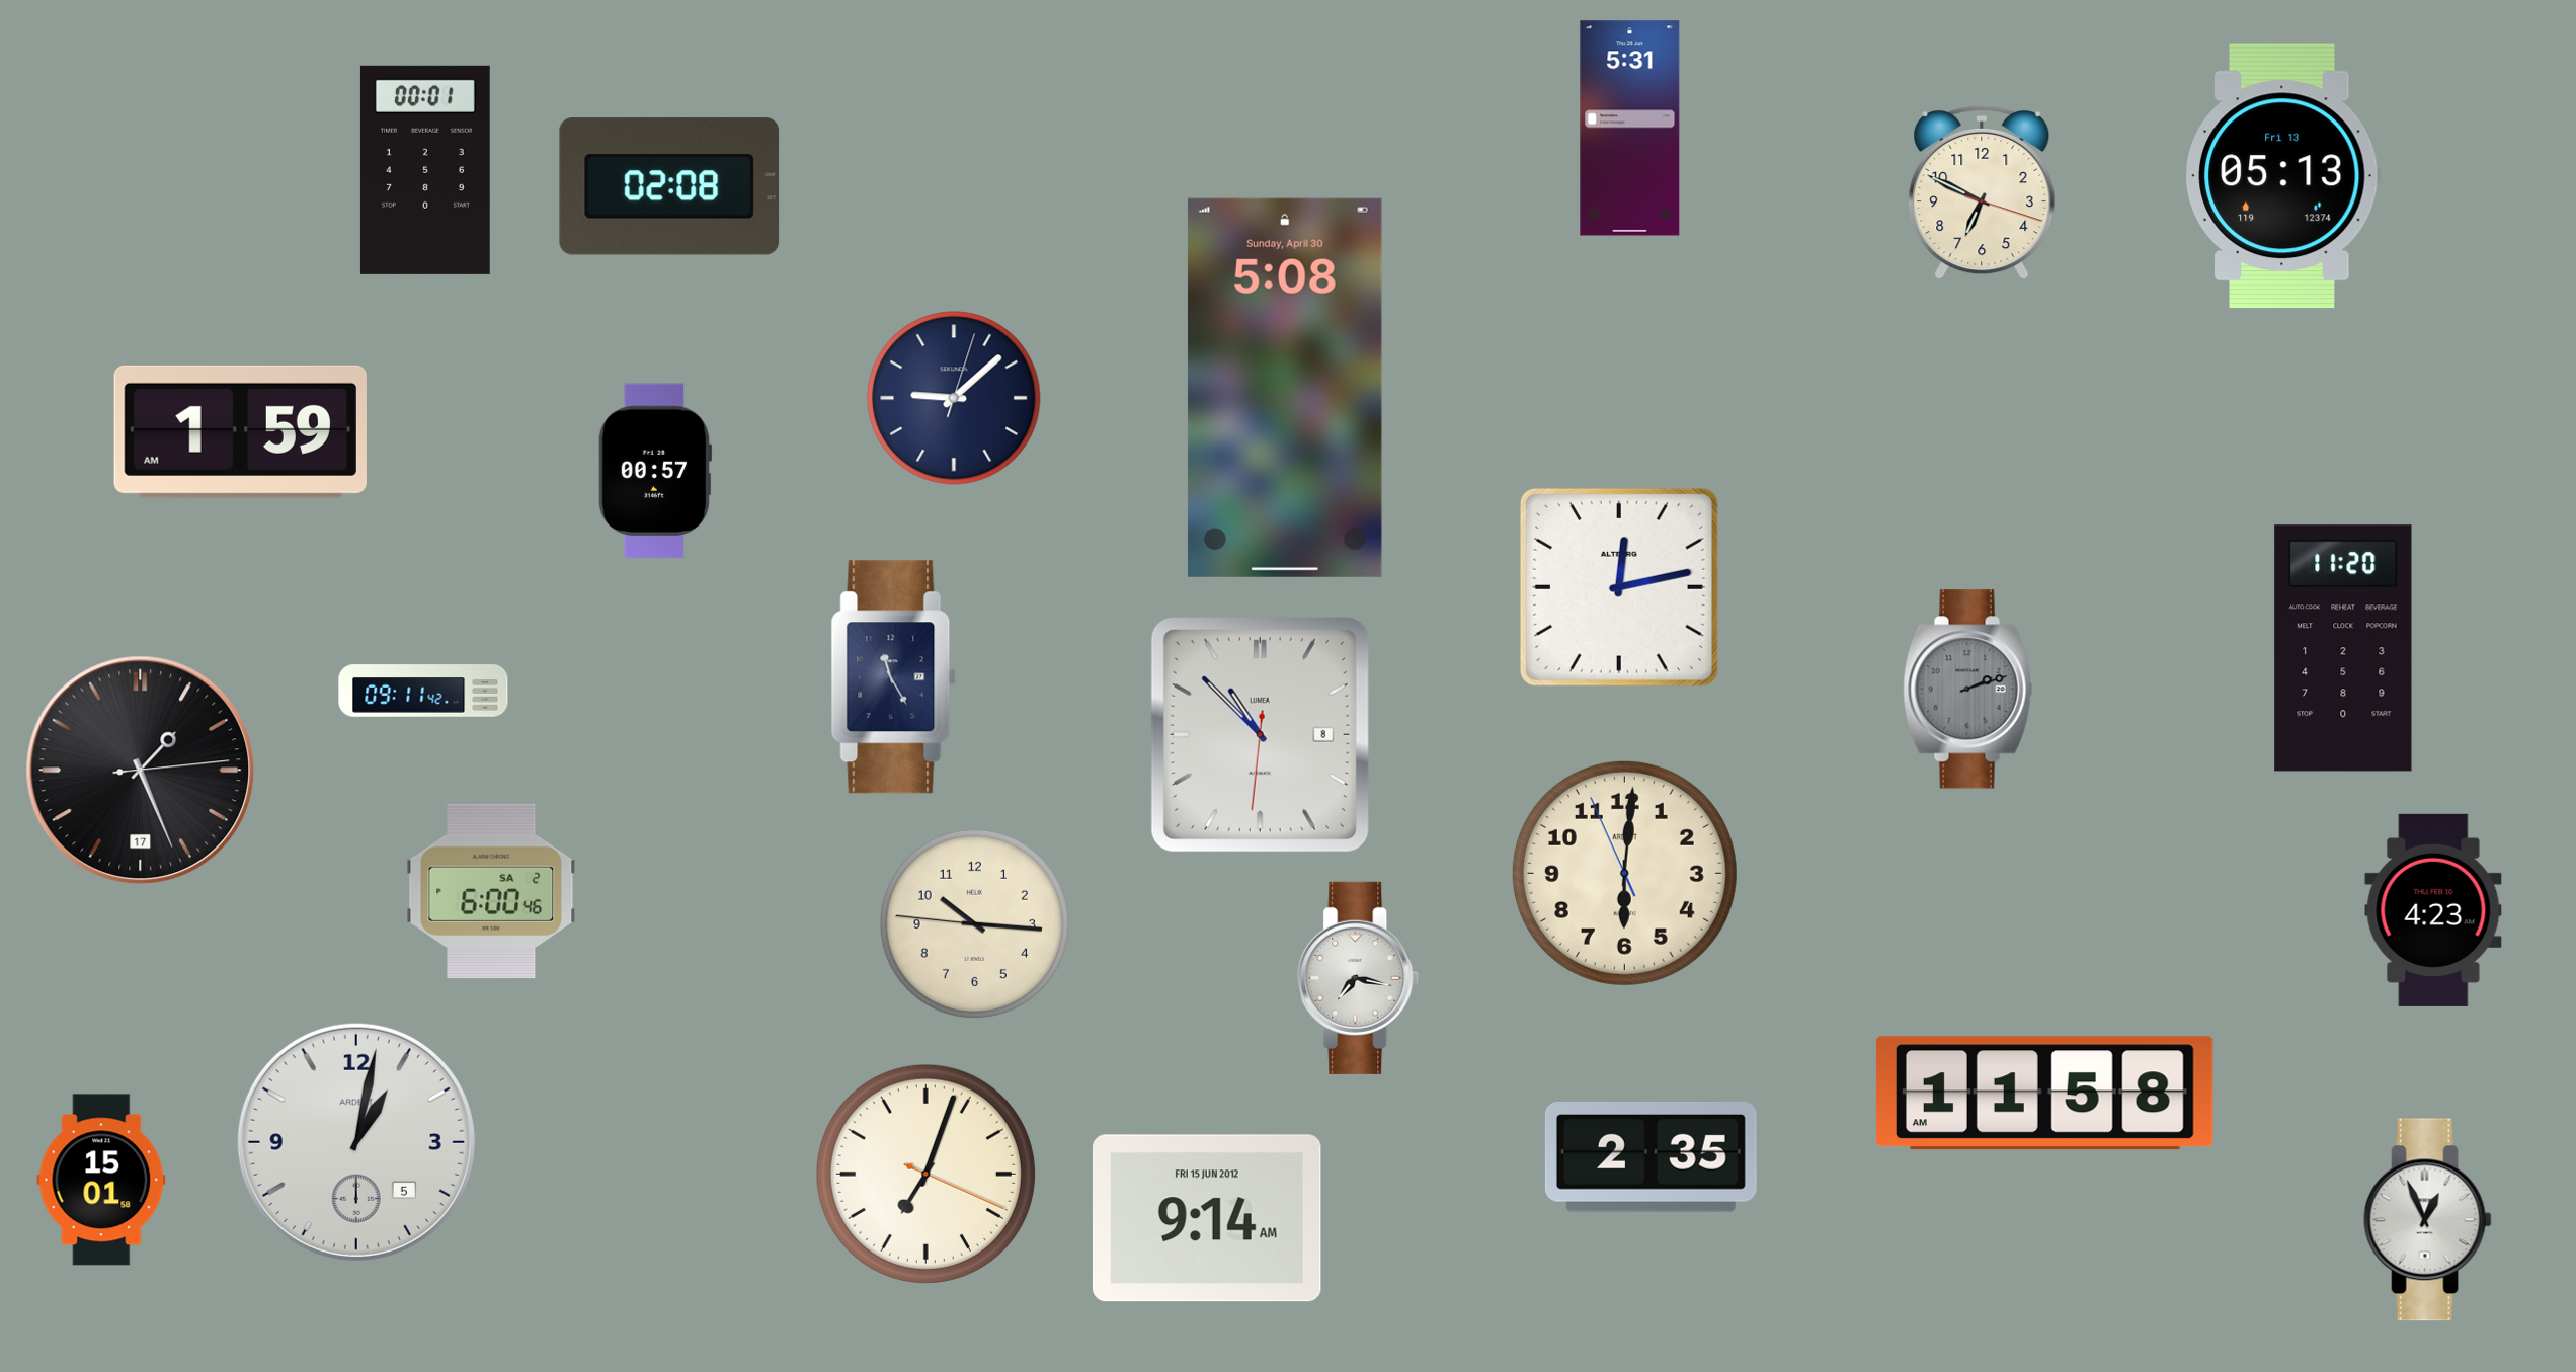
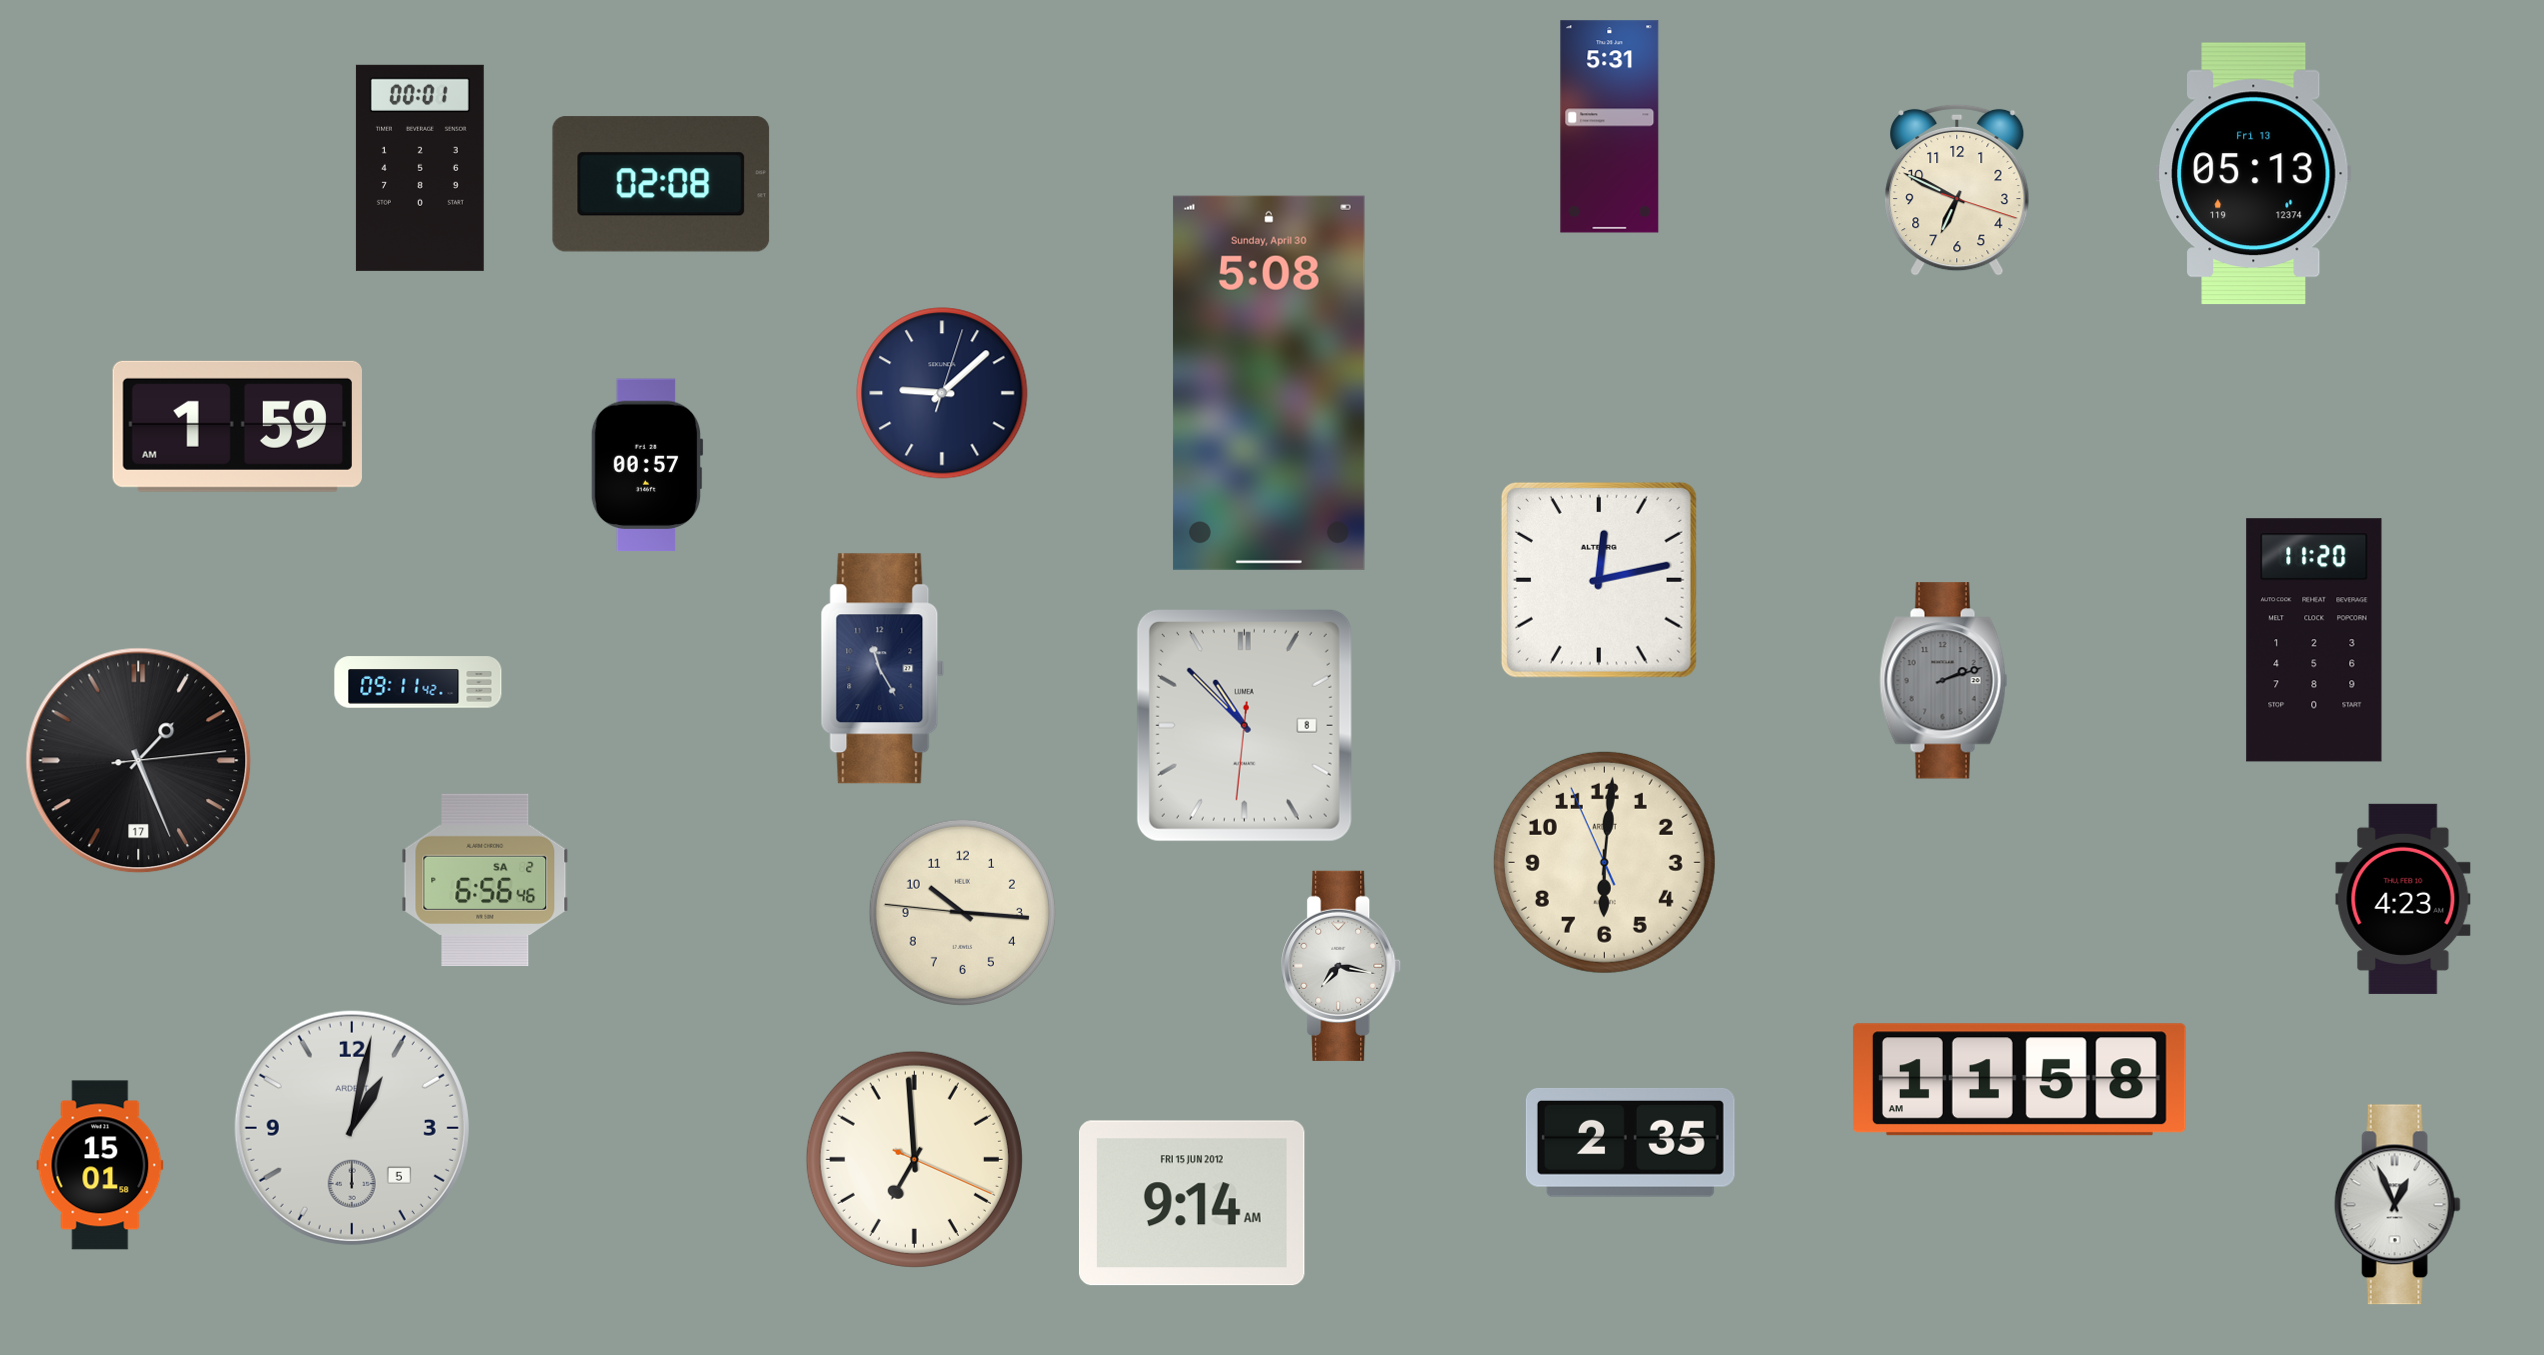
clock at (491, 891): 6:00 -> 6:56
clock at (925, 1174): 7:03 -> 6:59
